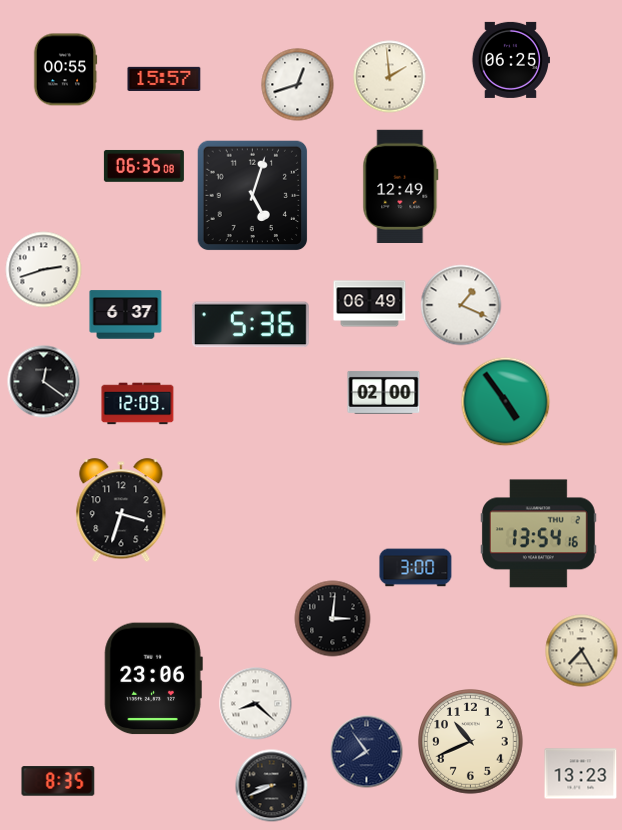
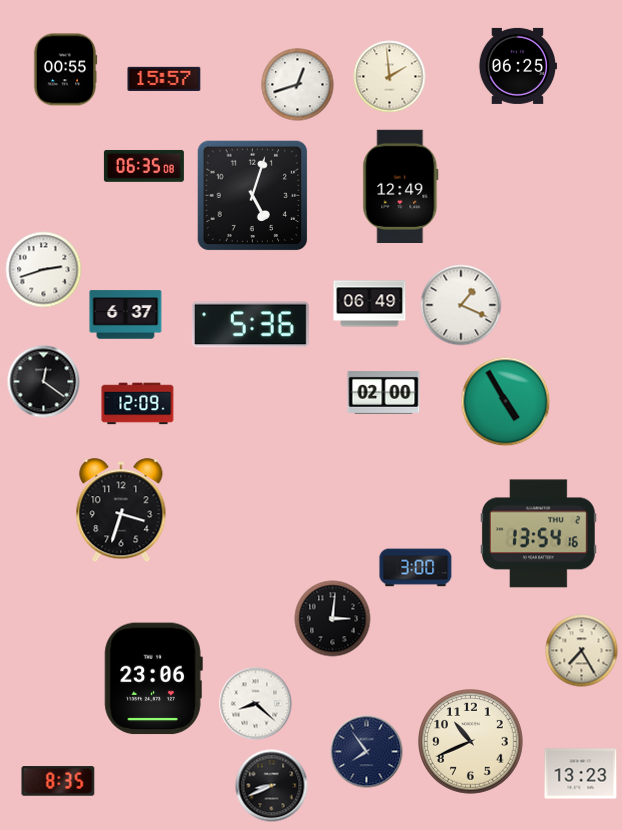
clock at (510, 60) position: (510, 60) -> (517, 66)
clock at (506, 402): 4:54 -> 4:55
